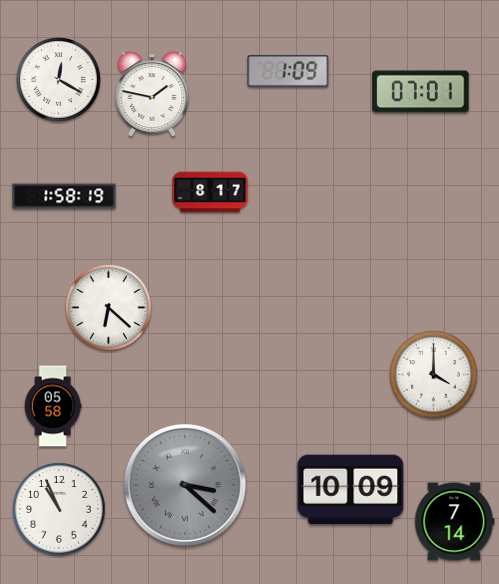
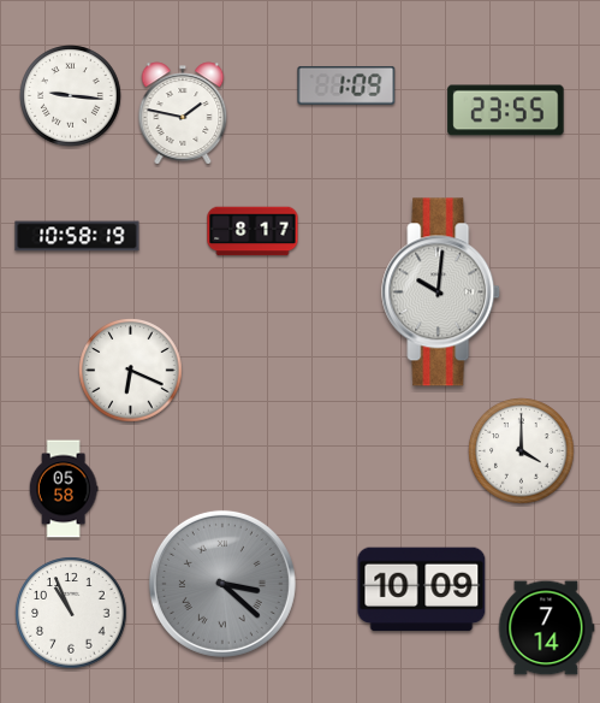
clock at (59, 80): 12:20 -> 9:16
clock at (421, 92): 07:01 -> 23:55
clock at (64, 196): 1:58 -> 10:58
clock at (441, 293): none -> 10:01
clock at (109, 308): 6:22 -> 6:19
